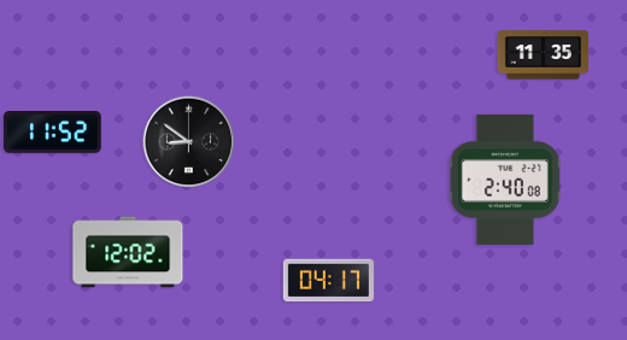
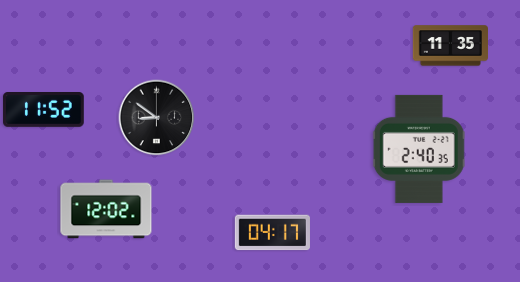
clock at (505, 180): 2:40:08 -> 2:40:35
